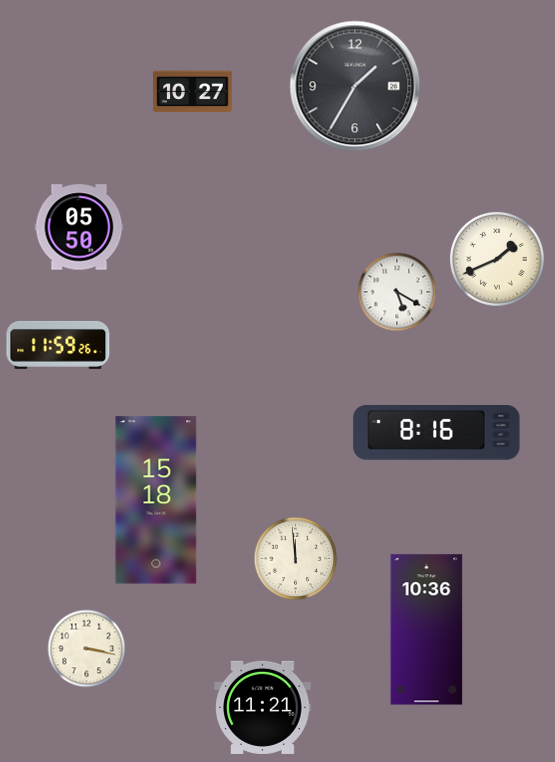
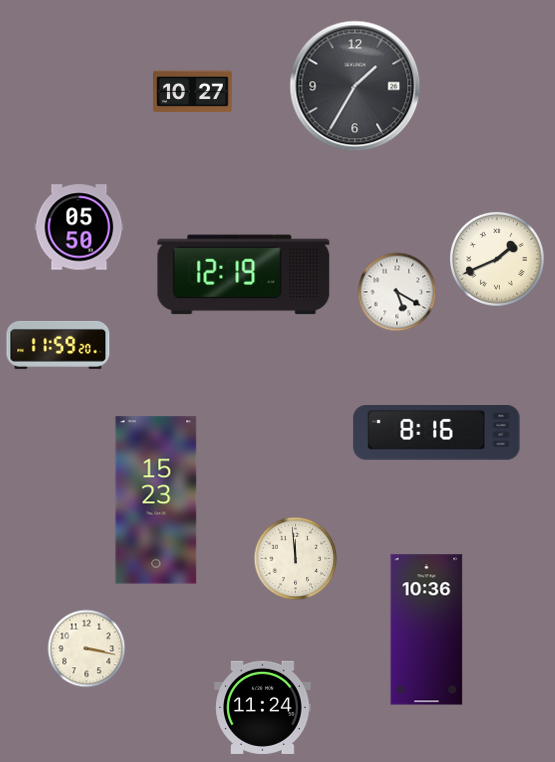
clock at (244, 275): none -> 12:19
clock at (58, 345): 11:59:26 -> 11:59:20
clock at (156, 500): 15:18 -> 15:23
clock at (263, 707): 11:21 -> 11:24
